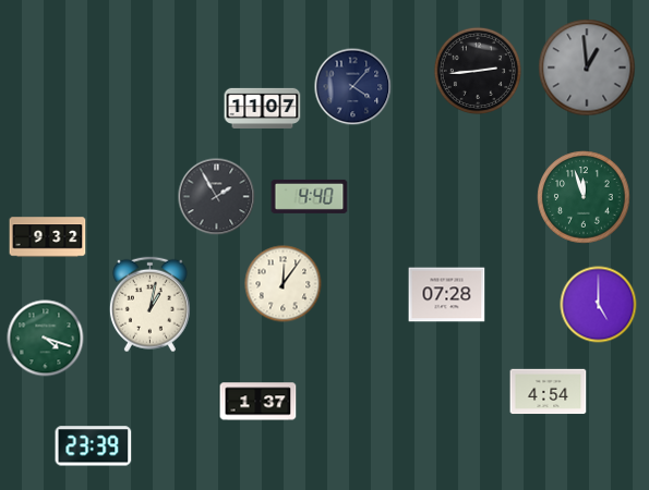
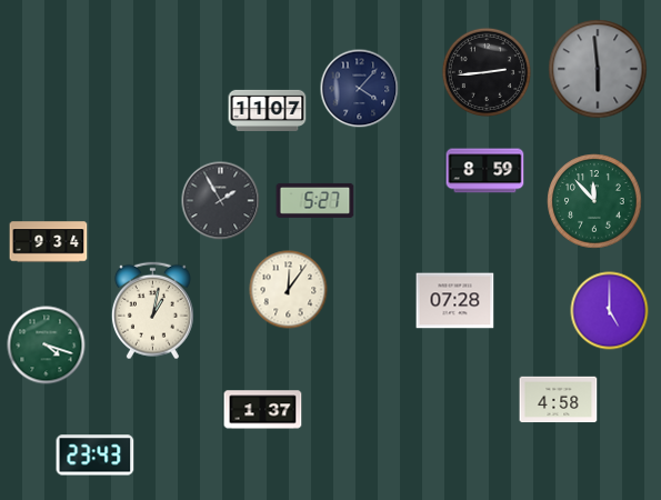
clock at (587, 68): 12:59 -> 5:59
clock at (485, 171): none -> 8:59
clock at (310, 196): 4:40 -> 5:27
clock at (584, 197): 11:57 -> 11:53
clock at (48, 237): 9:32 -> 9:34
clock at (549, 392): 4:54 -> 4:58
clock at (94, 446): 23:39 -> 23:43
